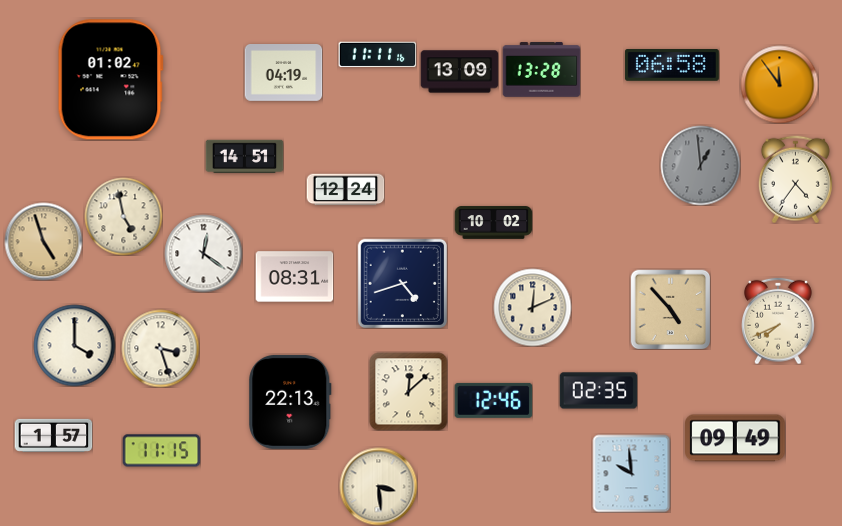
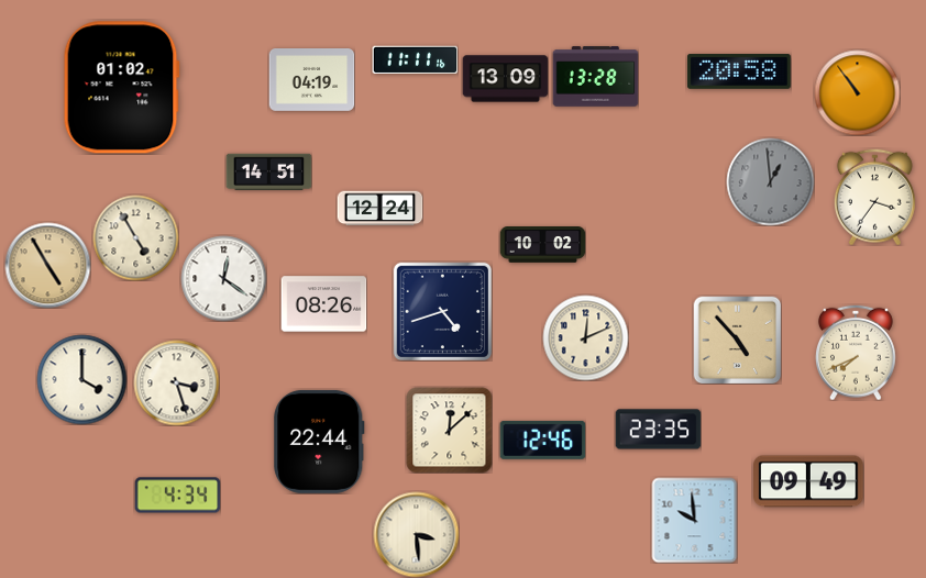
clock at (672, 66): 06:58 -> 20:58
clock at (779, 84): 11:54 -> 10:54
clock at (795, 179): 4:36 -> 3:36
clock at (123, 216): 4:58 -> 4:55
clock at (43, 241): 4:57 -> 4:55
clock at (294, 277): 08:31 -> 08:26
clock at (598, 391): 02:35 -> 23:35
clock at (290, 402): 22:13 -> 22:44
clock at (53, 435): 1:57 -> none
clock at (161, 451): 11:15 -> 4:34
